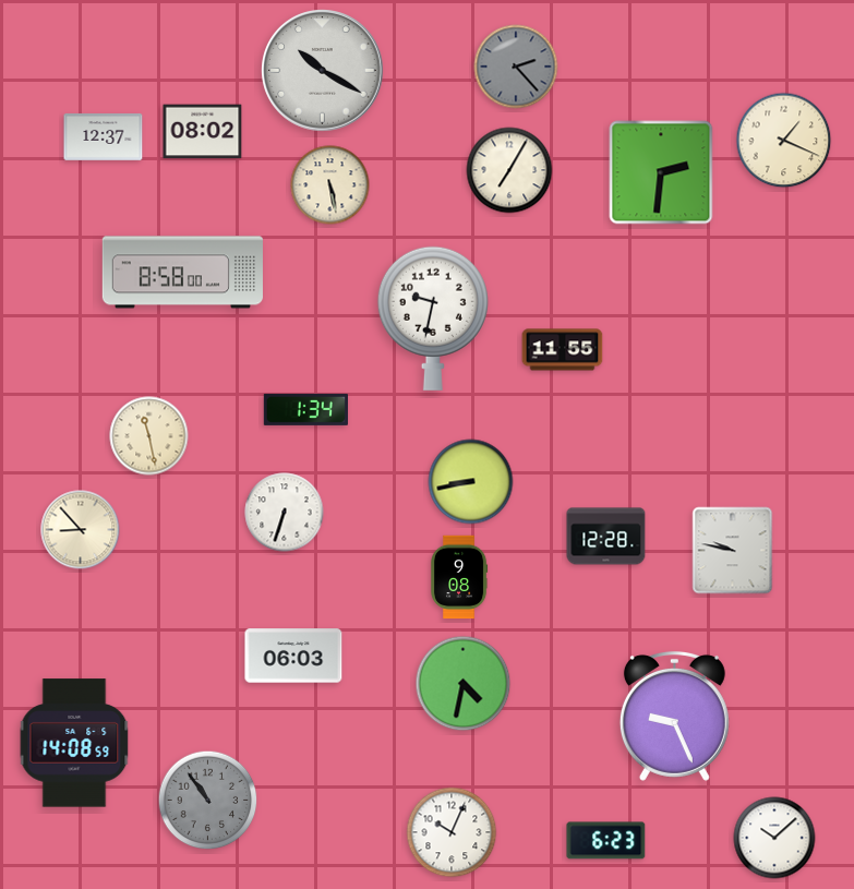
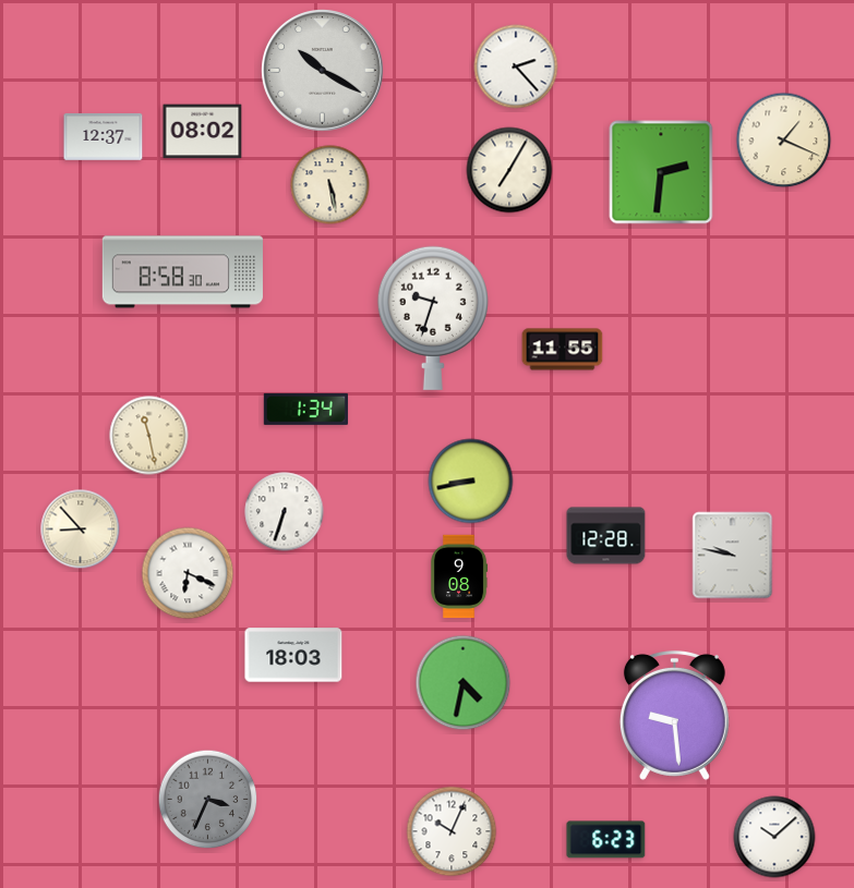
clock at (516, 67) dial: grey -> white
clock at (182, 273): 8:58:00 -> 8:58:30
clock at (433, 319): 9:32 -> 9:33
clock at (733, 551) position: (733, 551) -> (733, 556)
clock at (188, 573): none -> 6:19
clock at (293, 656): 06:03 -> 18:03
clock at (674, 716): 9:26 -> 9:29
clock at (74, 743): 14:08 -> none
clock at (208, 801): 10:54 -> 3:34
